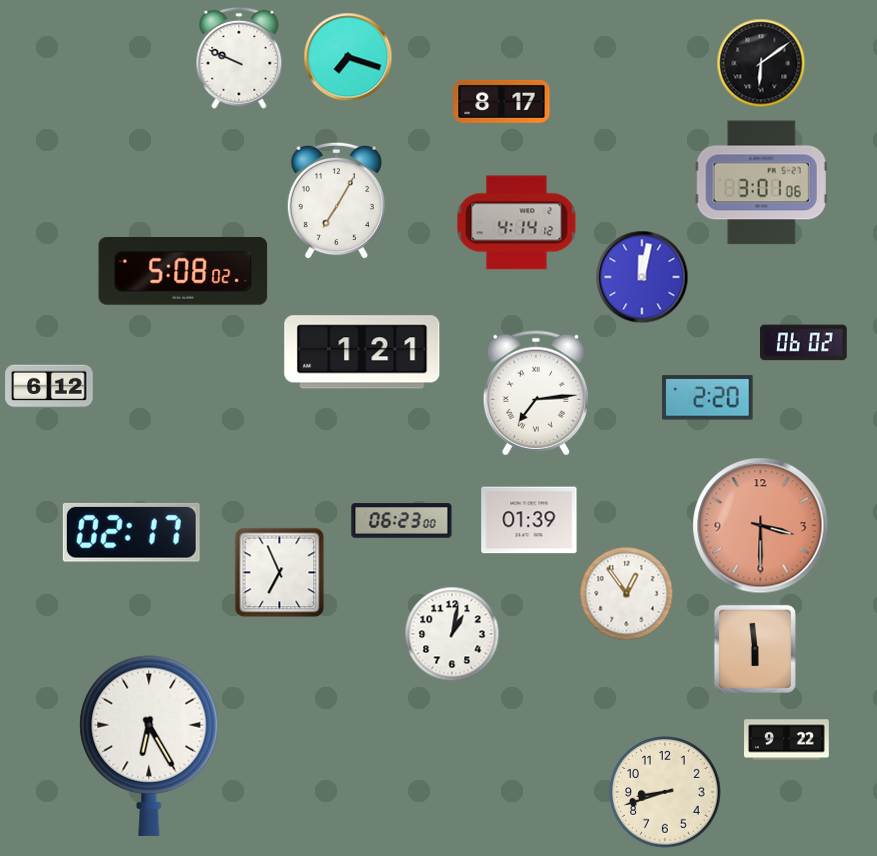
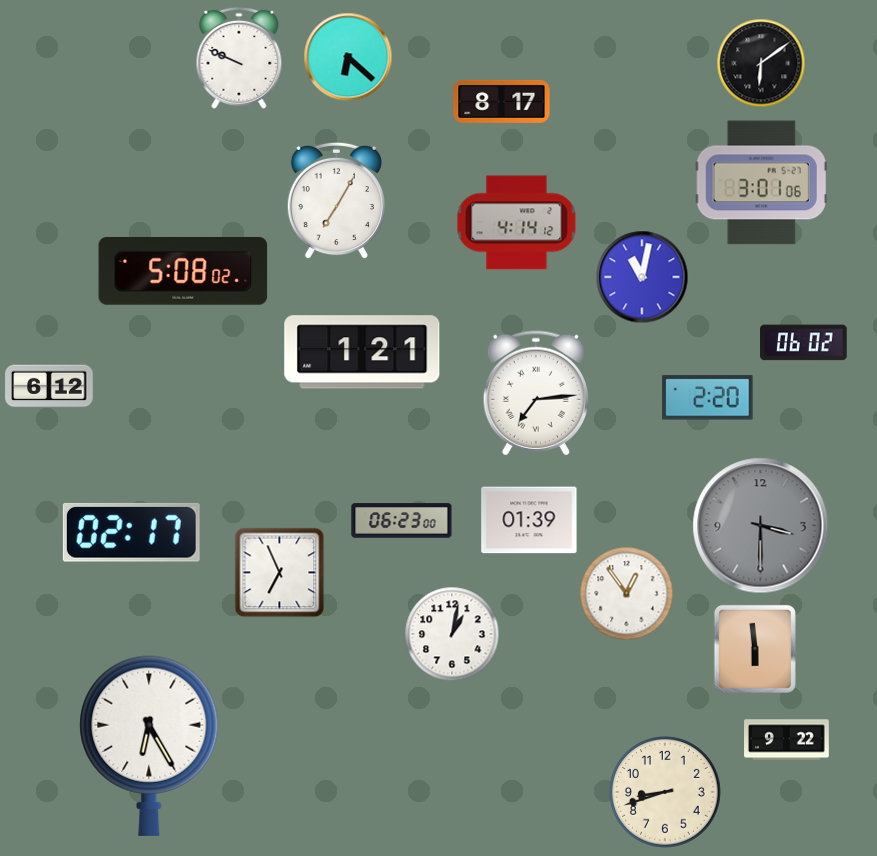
clock at (348, 57): 7:18 -> 6:22
clock at (642, 277): 12:02 -> 11:02
clock at (761, 526) dial: salmon -> grey
